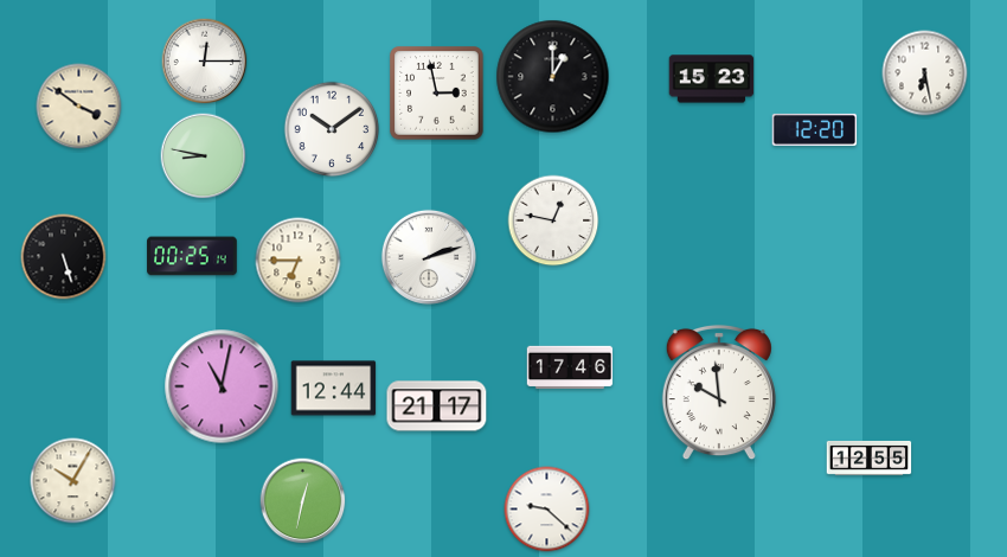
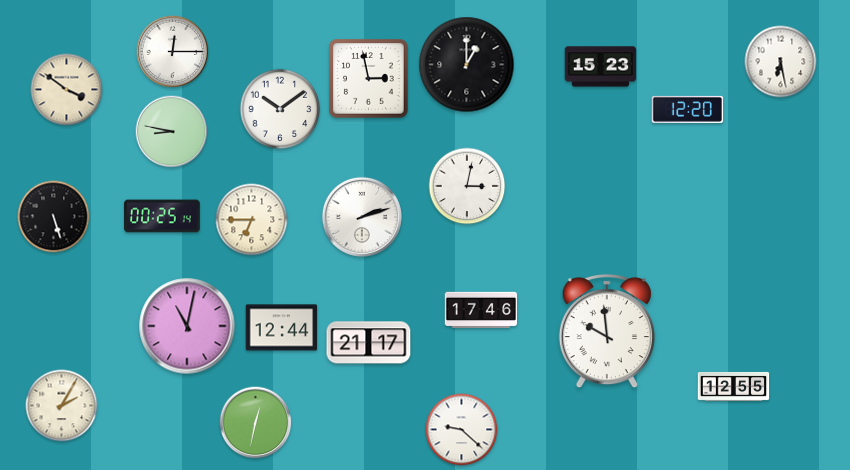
clock at (553, 220): 12:47 -> 3:02
clock at (73, 481): 10:05 -> 2:05
